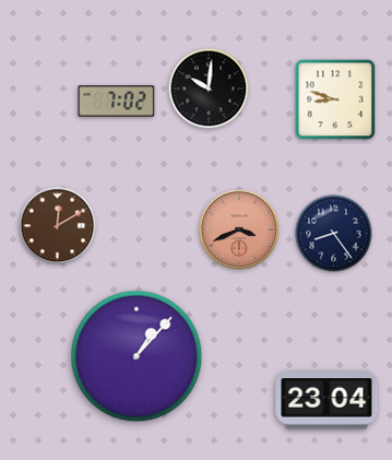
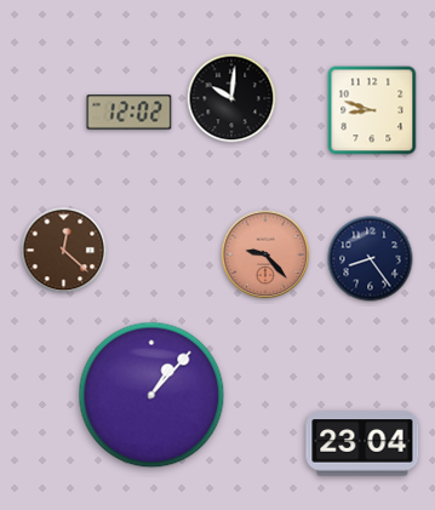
clock at (117, 102): 7:02 -> 12:02
clock at (58, 226): 12:10 -> 12:22
clock at (239, 229): 3:41 -> 9:23
